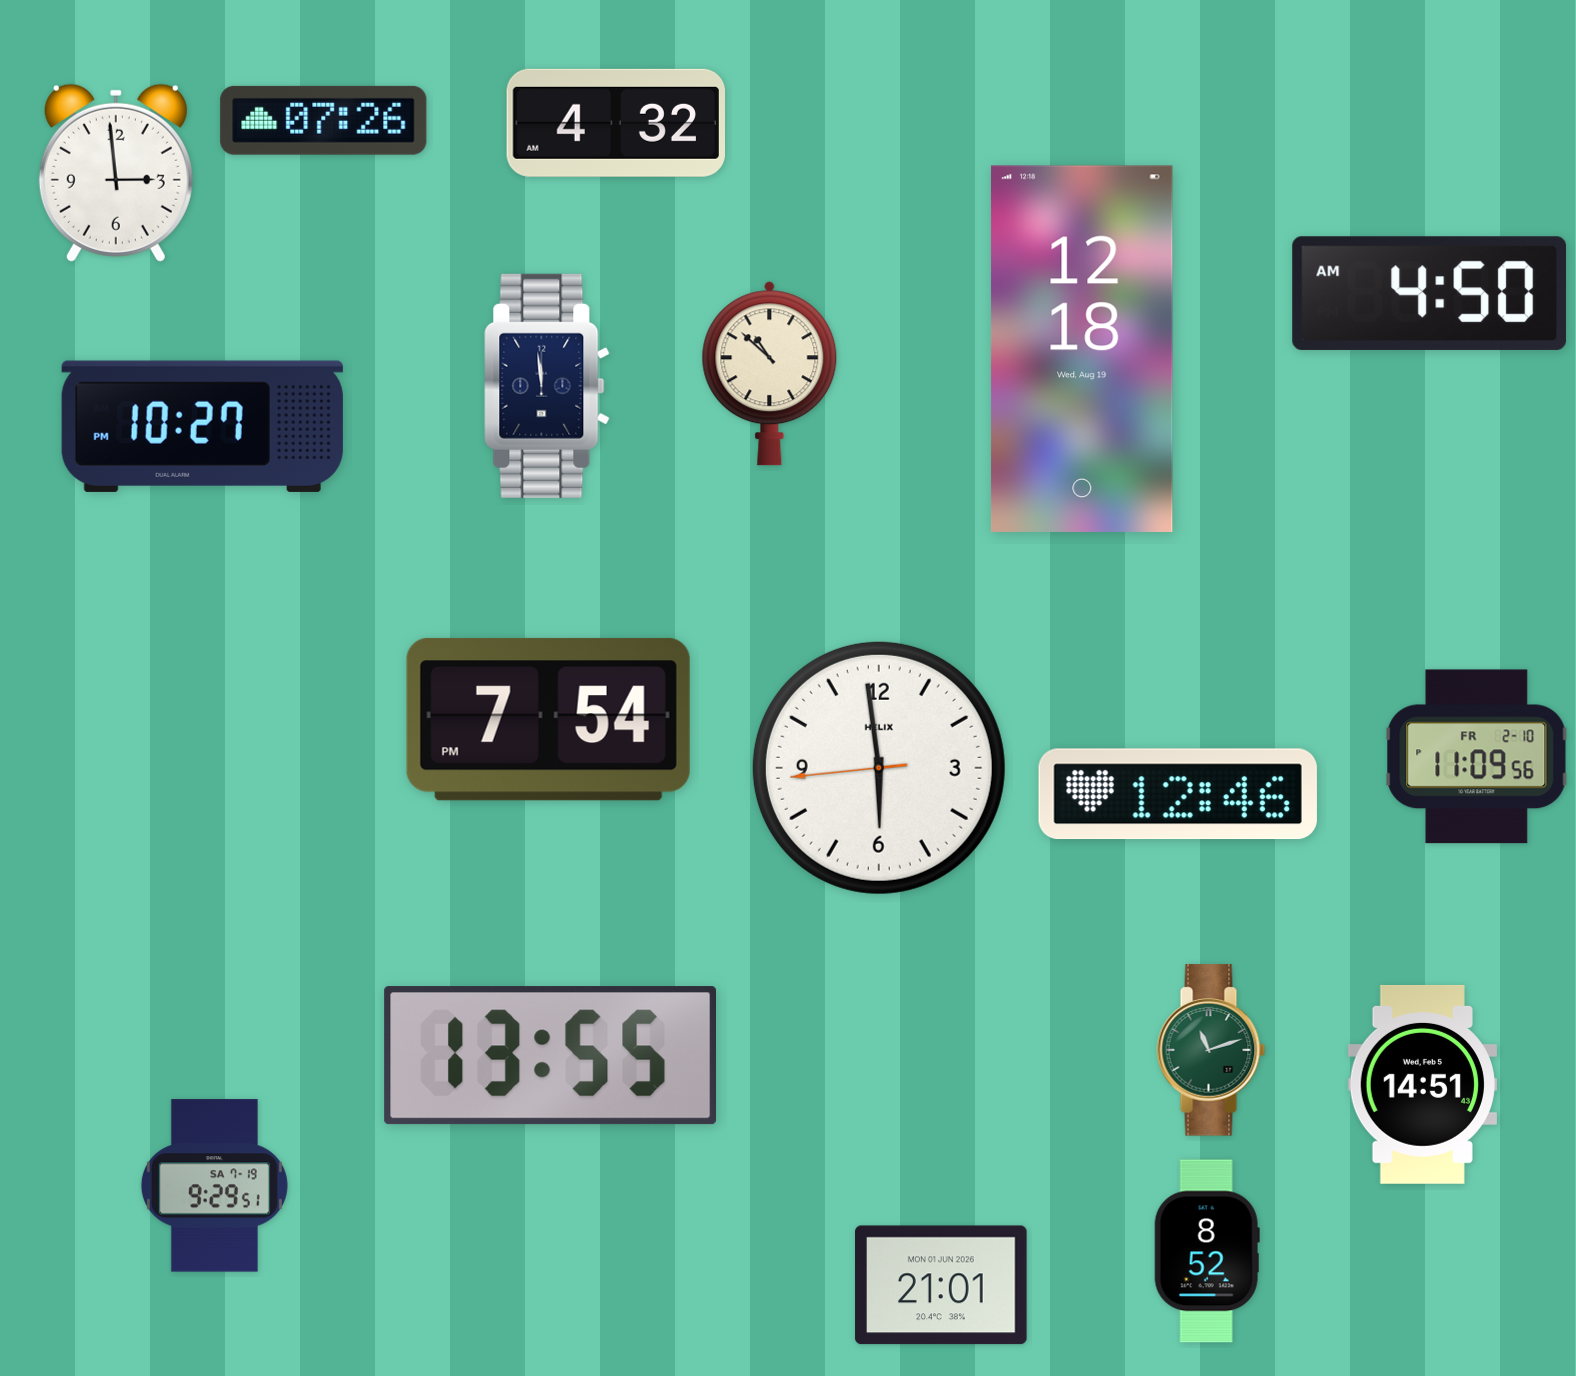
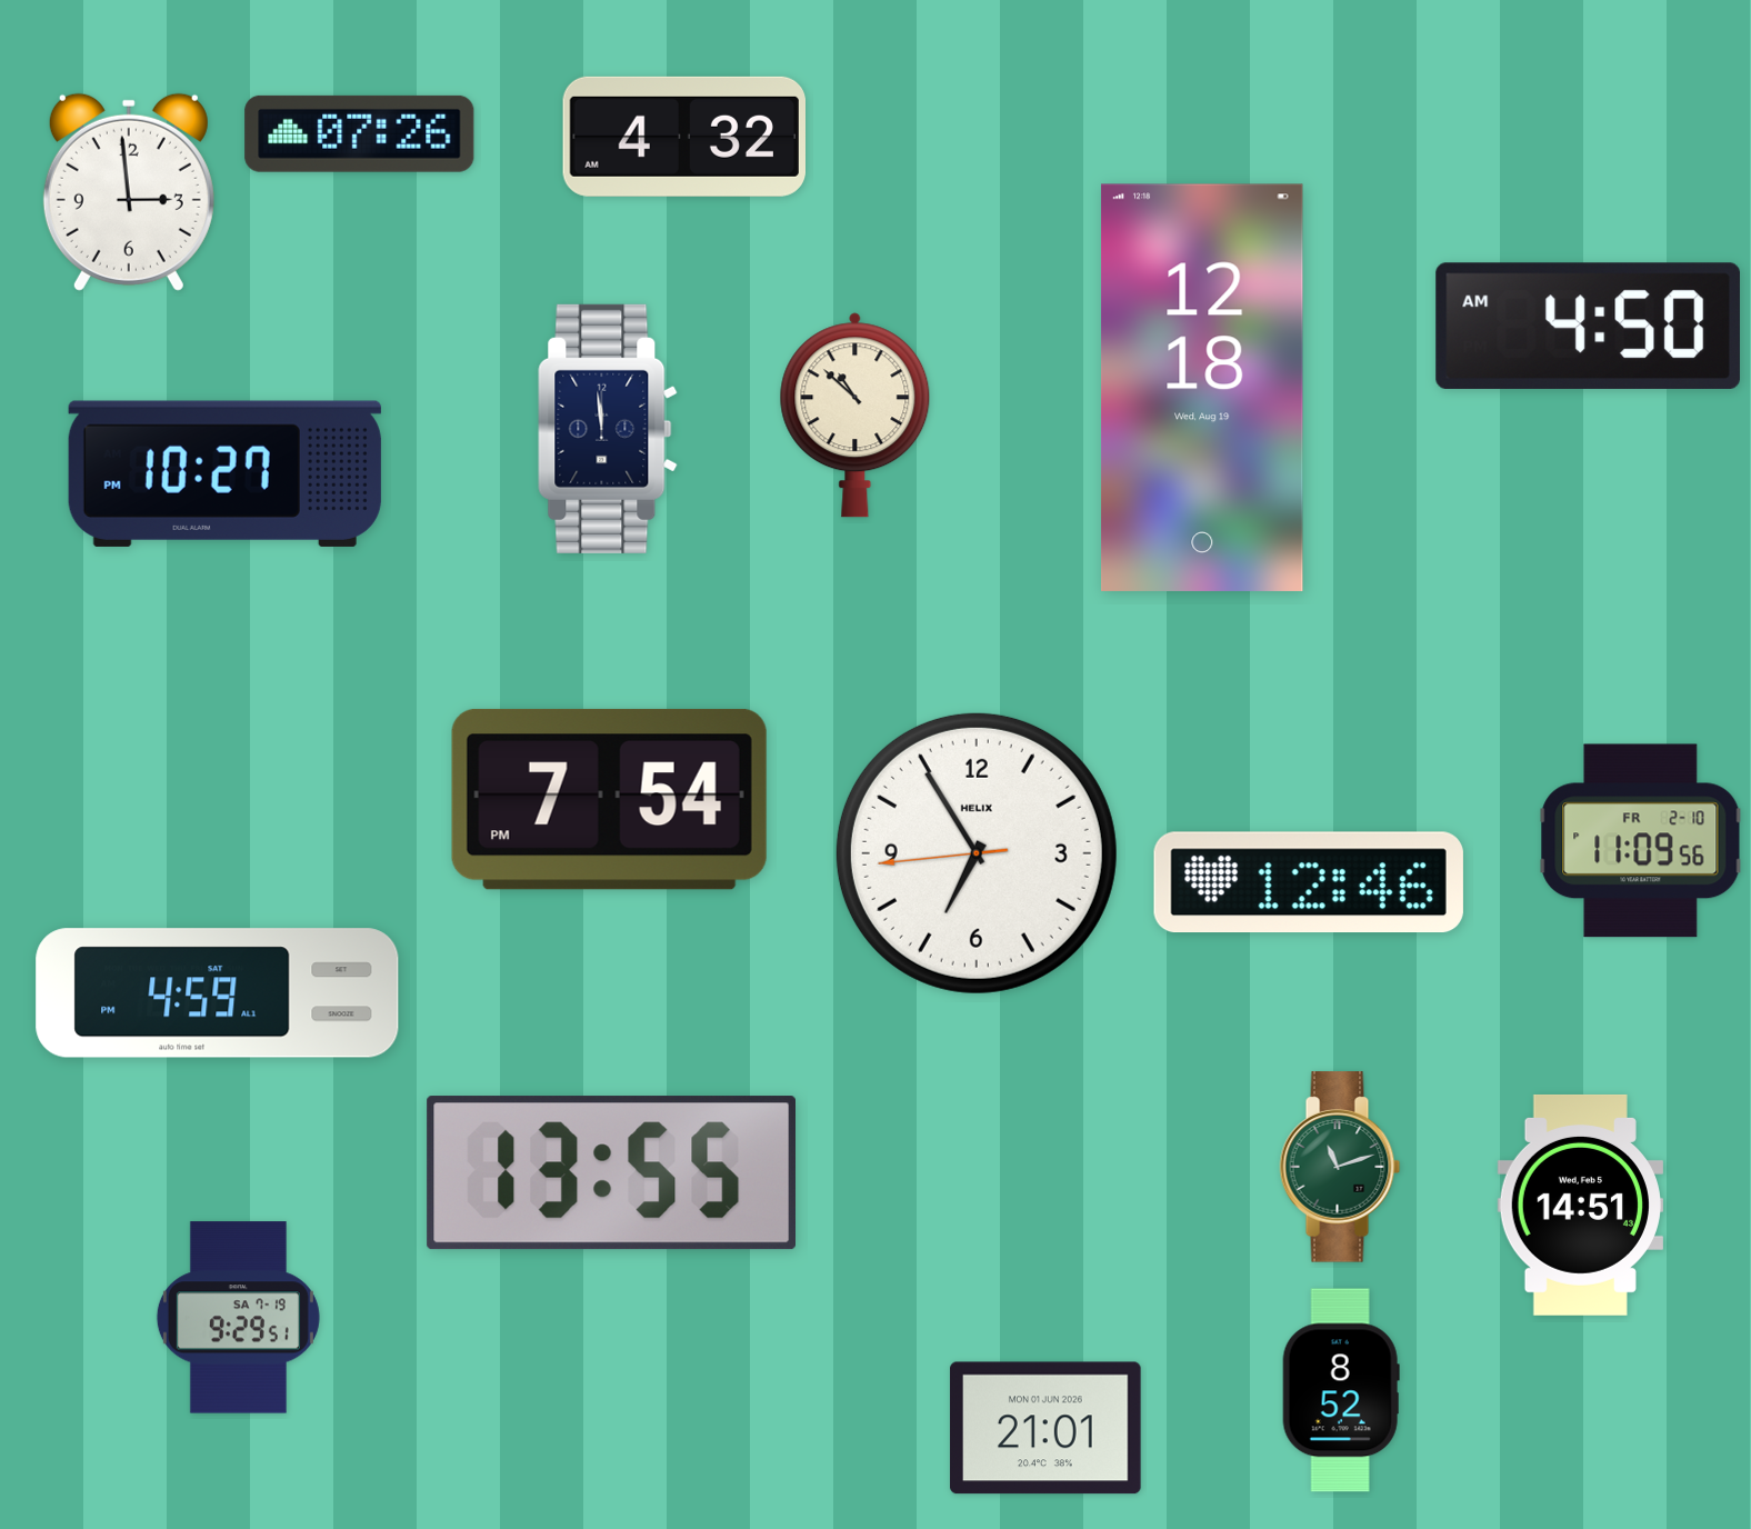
clock at (879, 768): 5:58 -> 6:54
clock at (218, 993): none -> 4:59
clock at (1211, 1050) position: (1211, 1050) -> (1340, 1167)
